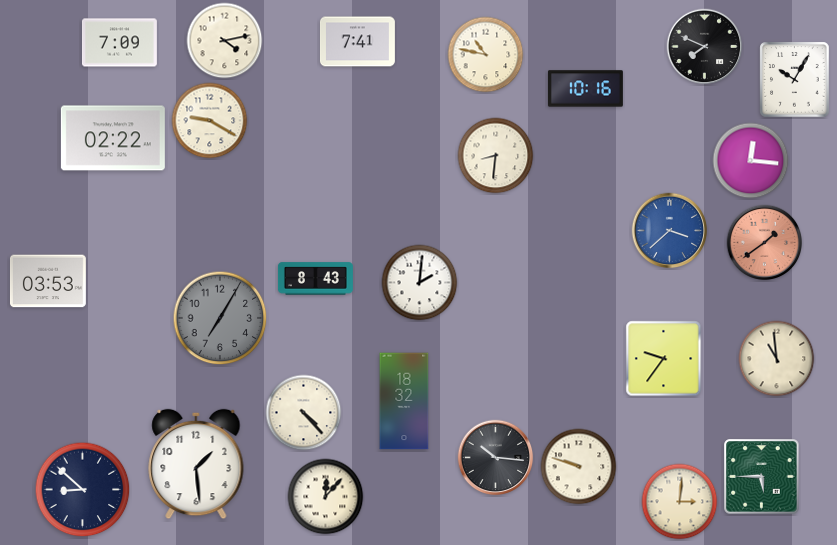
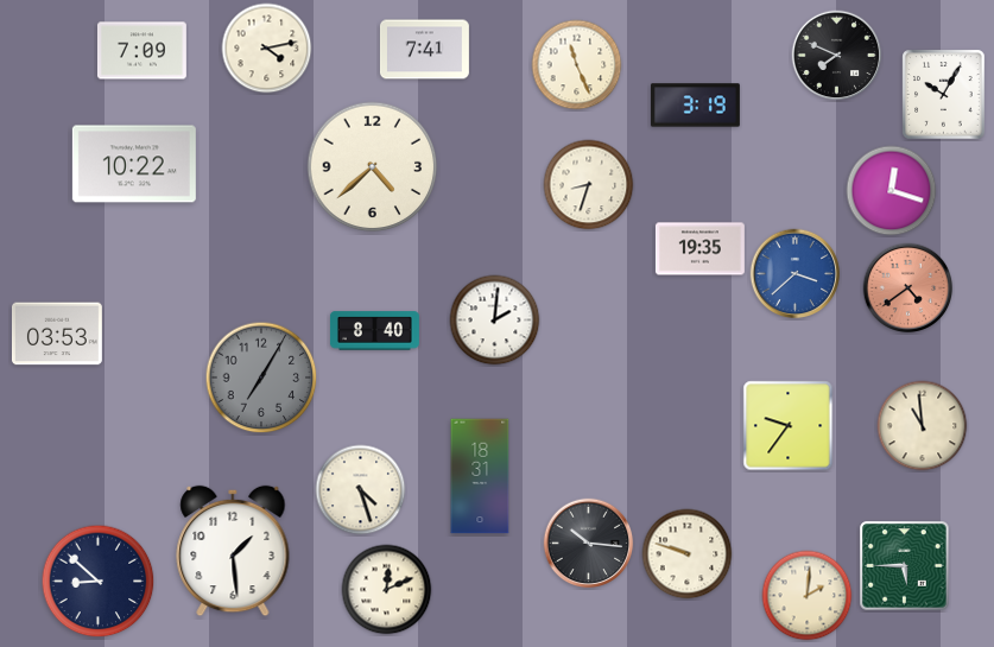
clock at (486, 55): 10:47 -> 11:26
clock at (585, 89): 10:16 -> 3:19
clock at (210, 121): 9:20 -> none
clock at (113, 138): 02:22 -> 10:22
clock at (373, 167): none -> 4:38
clock at (496, 156): 8:31 -> 8:33
clock at (751, 161): 12:16 -> 12:18
clock at (699, 249): none -> 19:35
clock at (765, 243): 1:39 -> 4:39
clock at (315, 279): 8:43 -> 8:40
clock at (420, 283) position: (420, 283) -> (495, 321)
clock at (404, 401): 18:32 -> 18:31
clock at (304, 413): 4:23 -> 4:27
clock at (326, 497): 12:07 -> 12:11
clock at (680, 502): 3:01 -> 2:01
